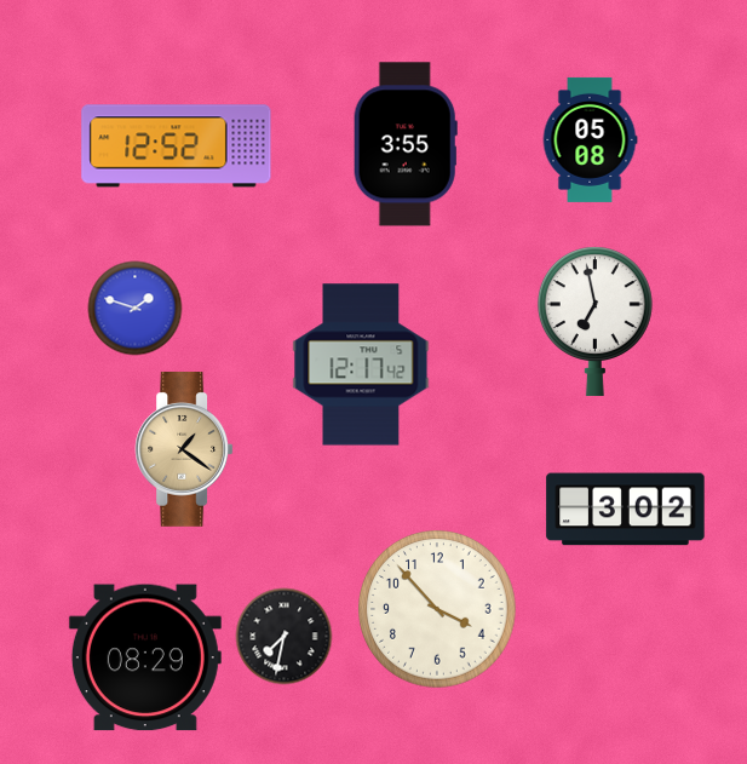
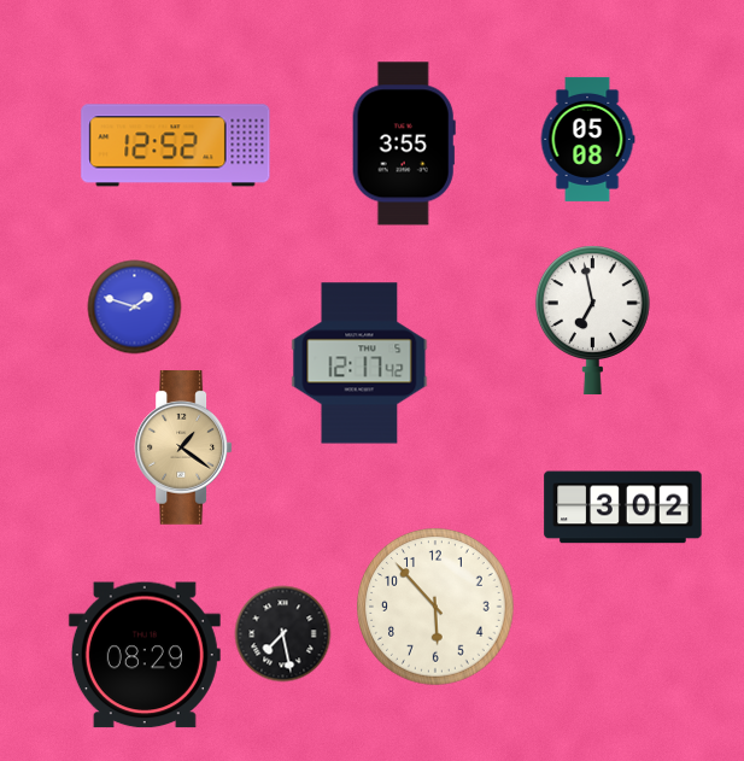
clock at (437, 609): 3:53 -> 5:53
clock at (285, 637): 7:32 -> 7:28
